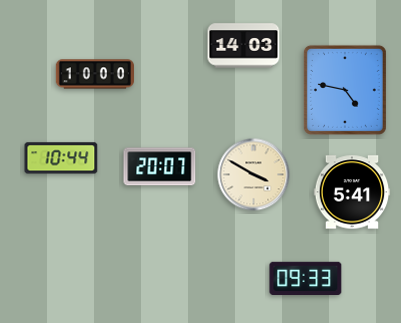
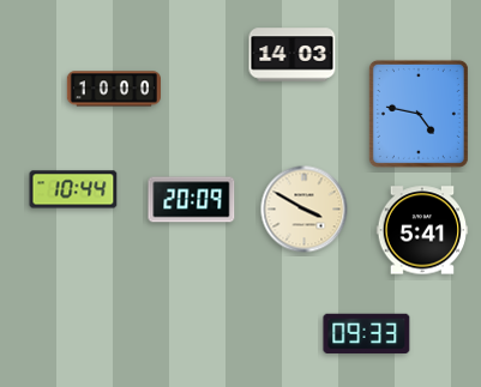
clock at (345, 90) position: (345, 90) -> (419, 114)
clock at (160, 167): 20:07 -> 20:09
